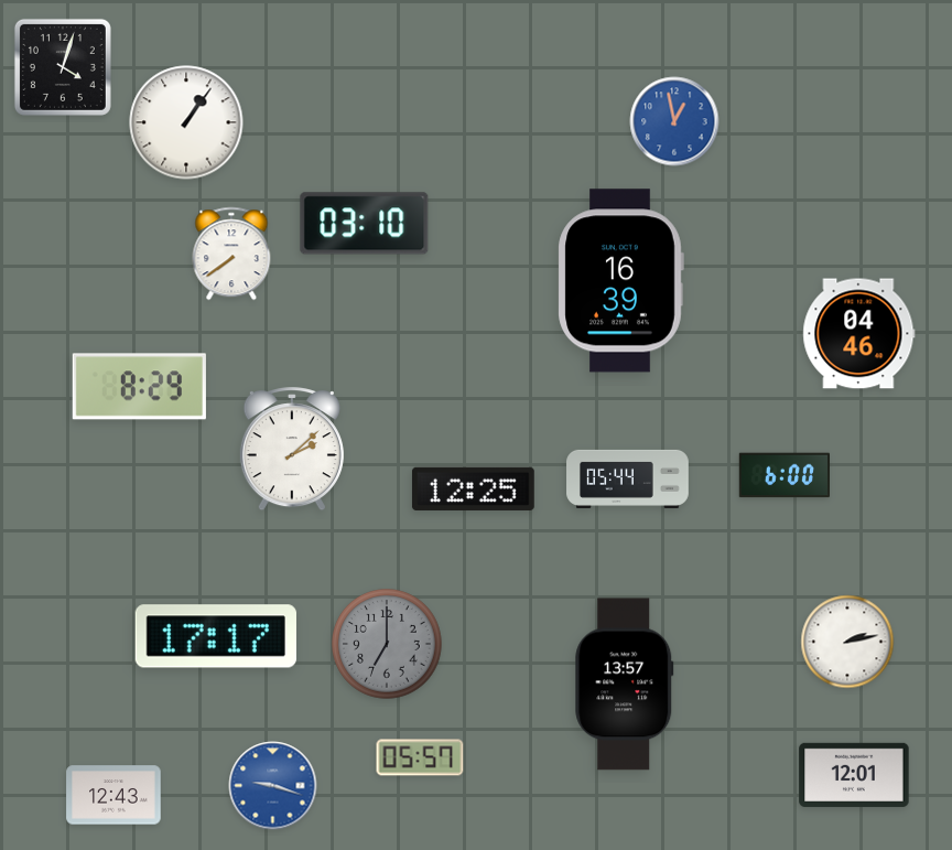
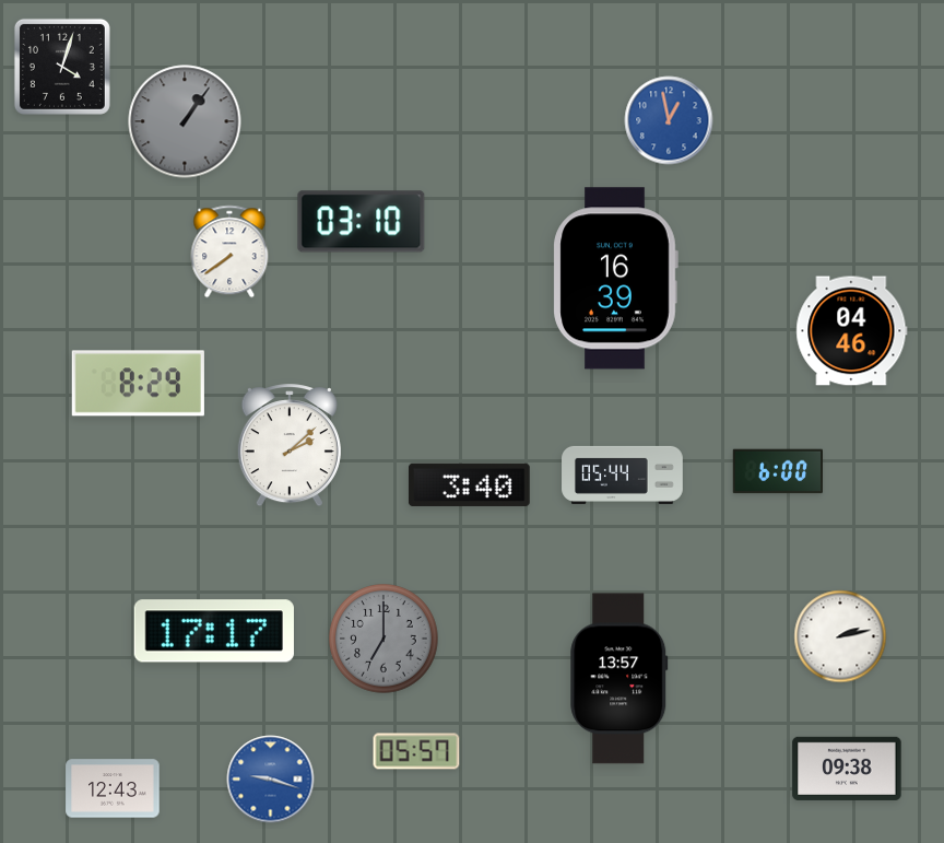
clock at (186, 122) dial: white -> grey
clock at (474, 488): 12:25 -> 3:40
clock at (854, 775): 12:01 -> 09:38
